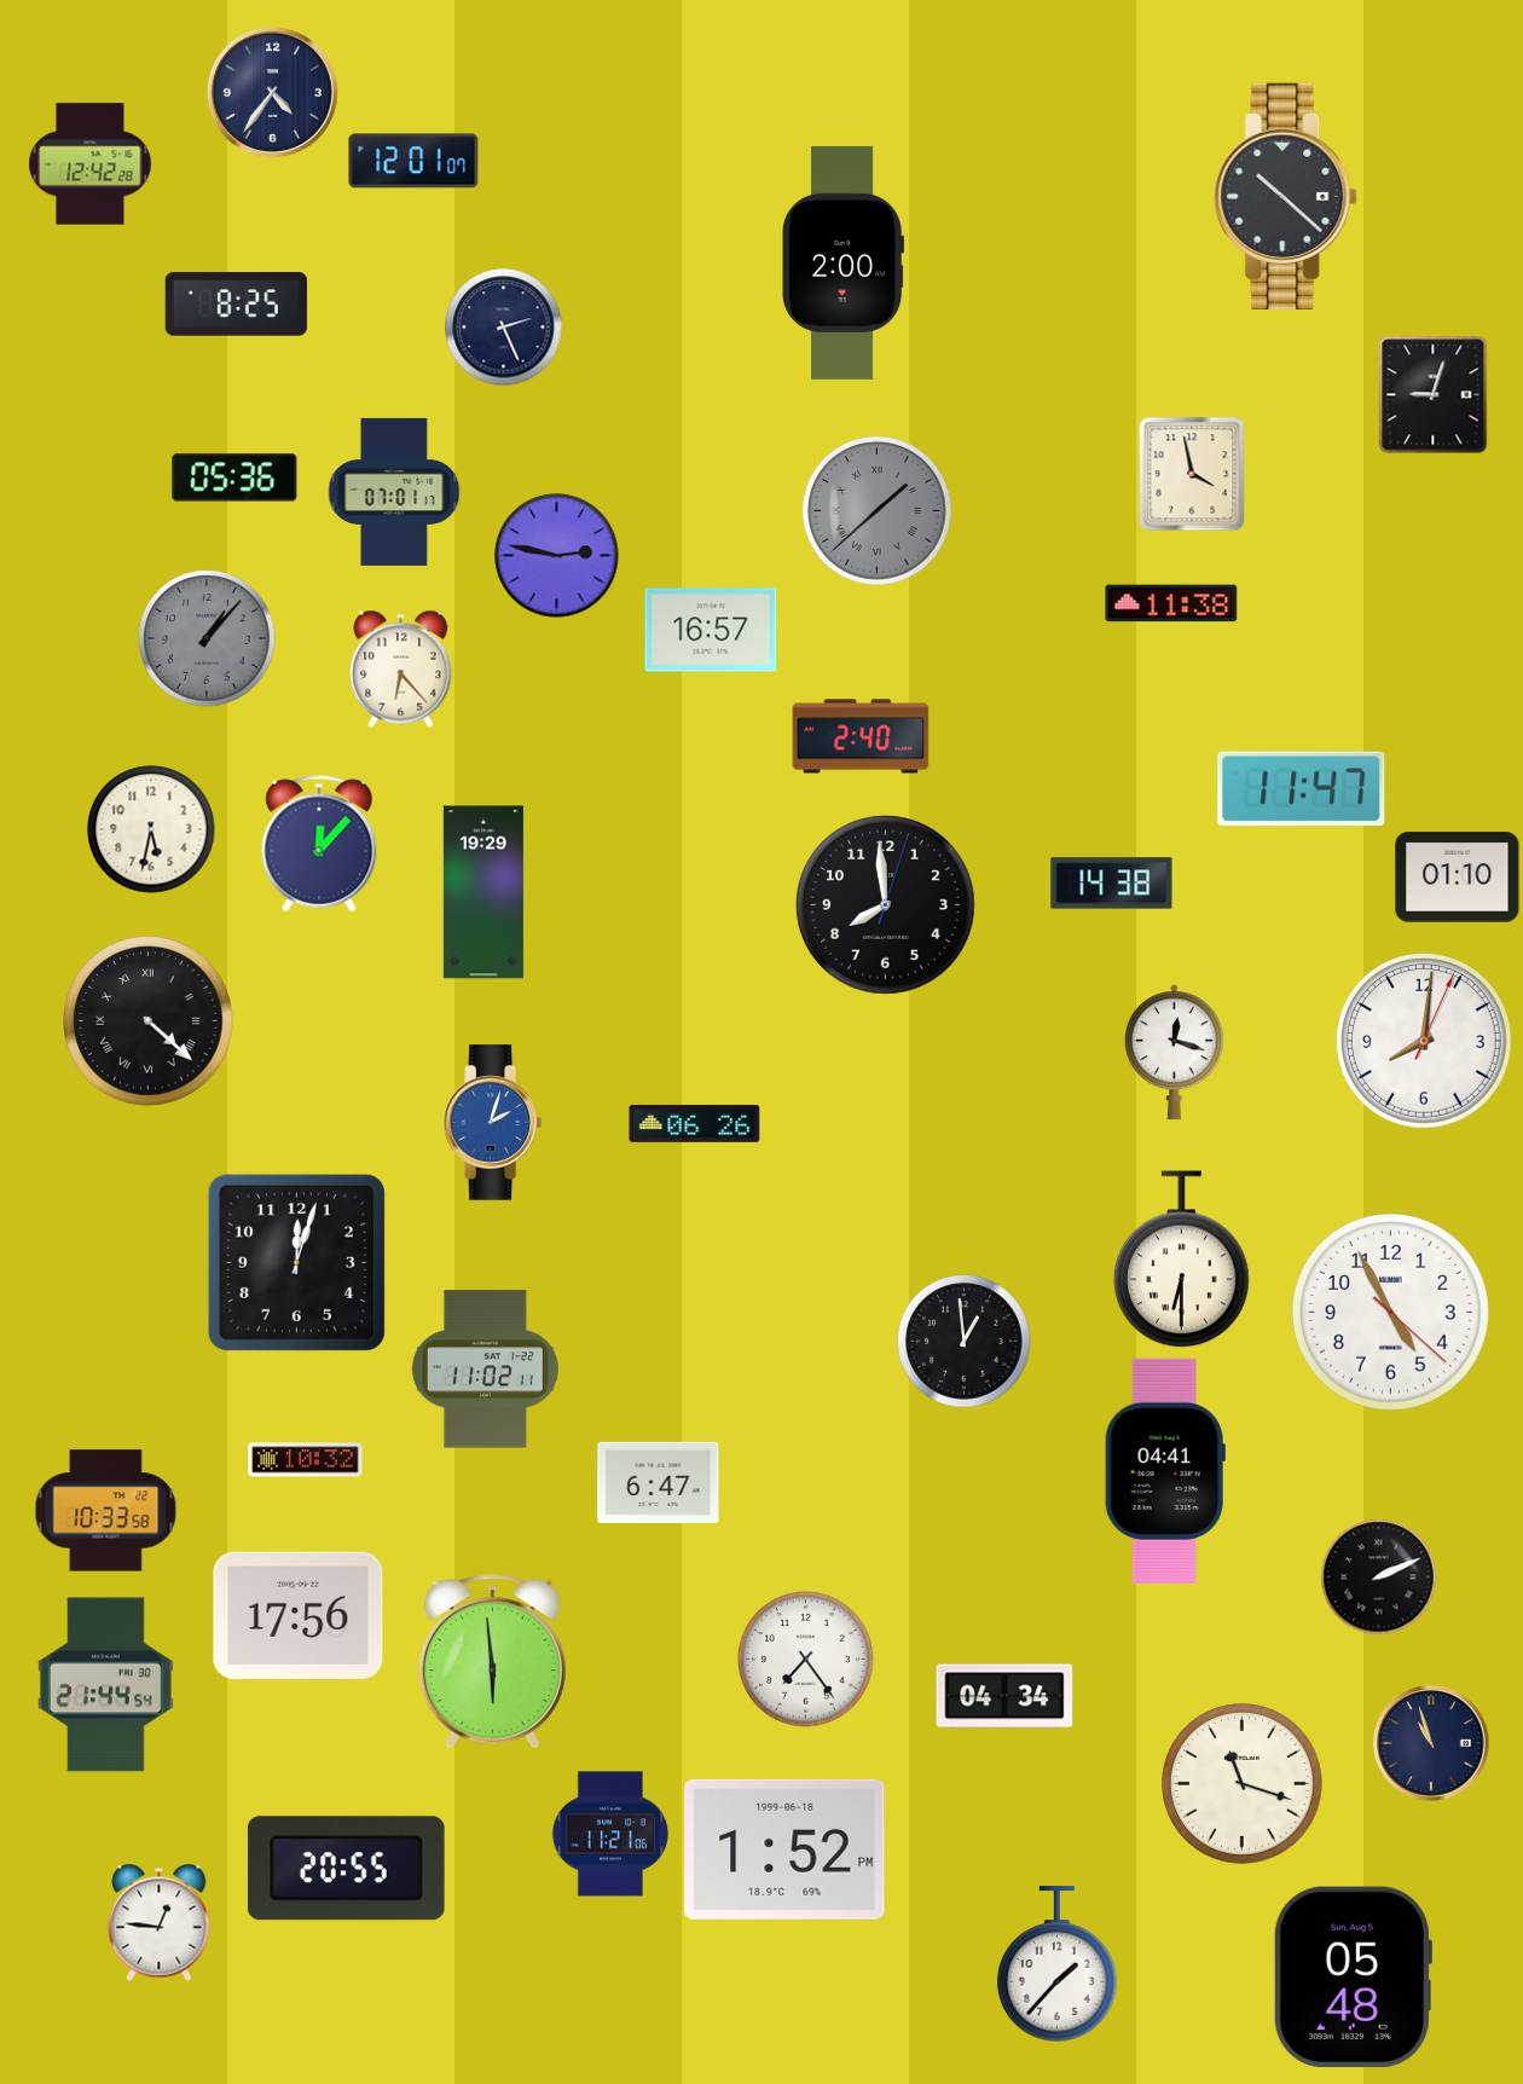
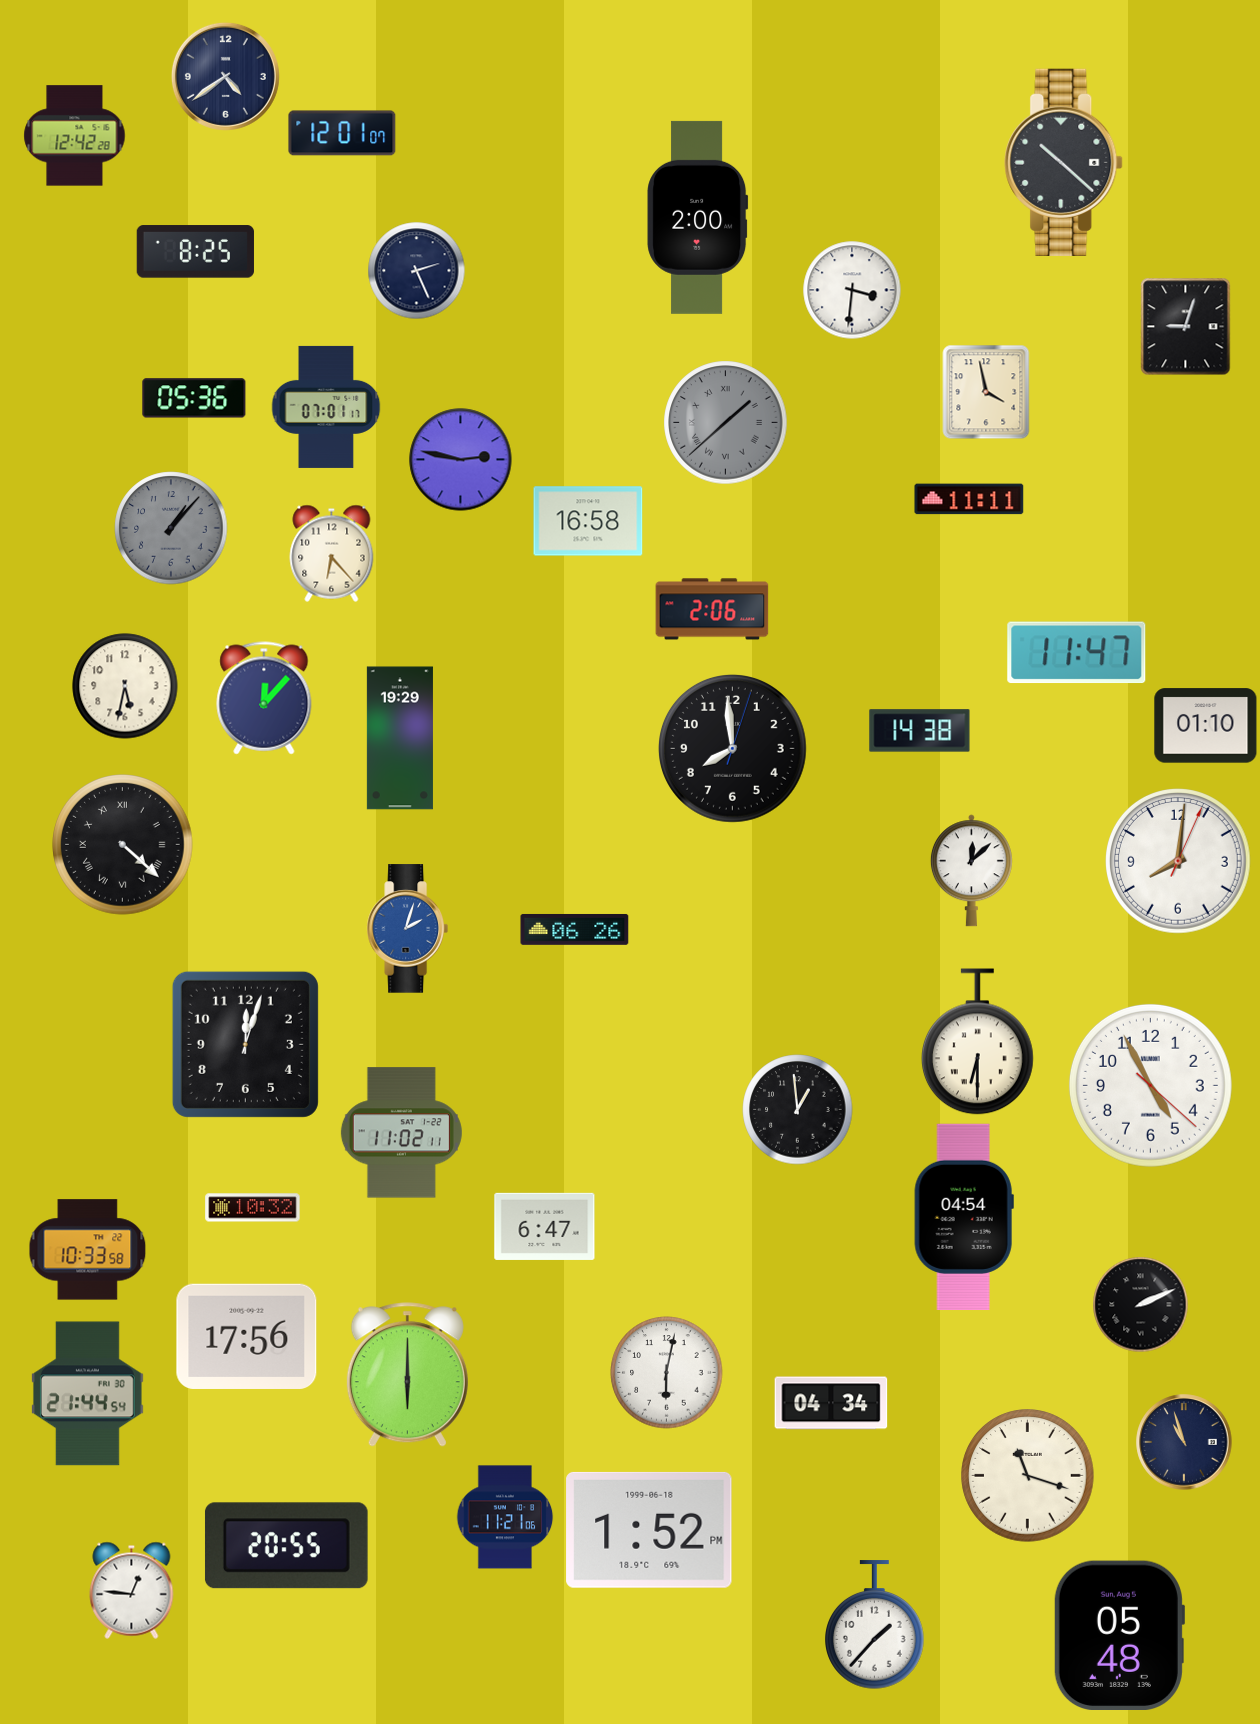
clock at (272, 92): 4:36 -> 4:39
clock at (852, 290): none -> 3:31
clock at (234, 477) position: (234, 477) -> (194, 398)
clock at (1171, 603): 11:38 -> 11:11
clock at (711, 630): 16:57 -> 16:58
clock at (861, 736): 2:40 -> 2:06
clock at (1174, 1053): 12:18 -> 12:08
clock at (1165, 1470): 04:41 -> 04:54
clock at (806, 1660): 7:24 -> 6:02
clock at (492, 1662): 5:59 -> 6:00
